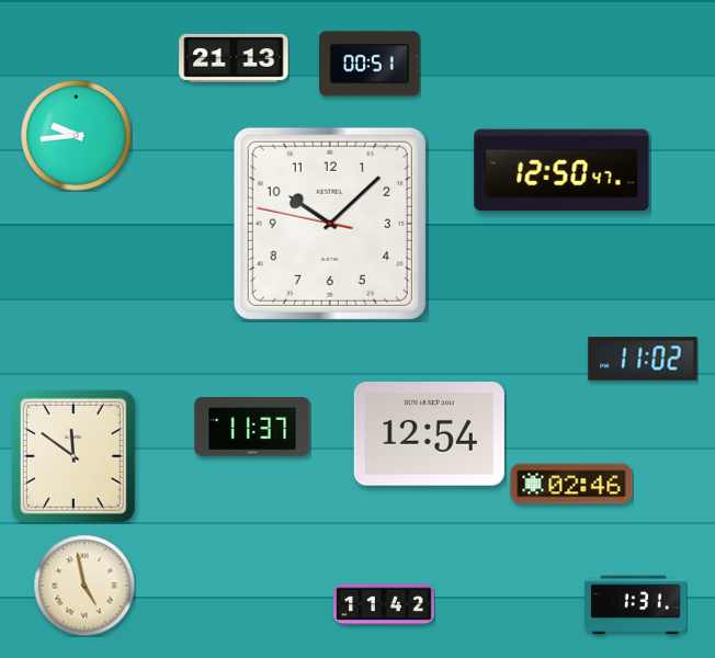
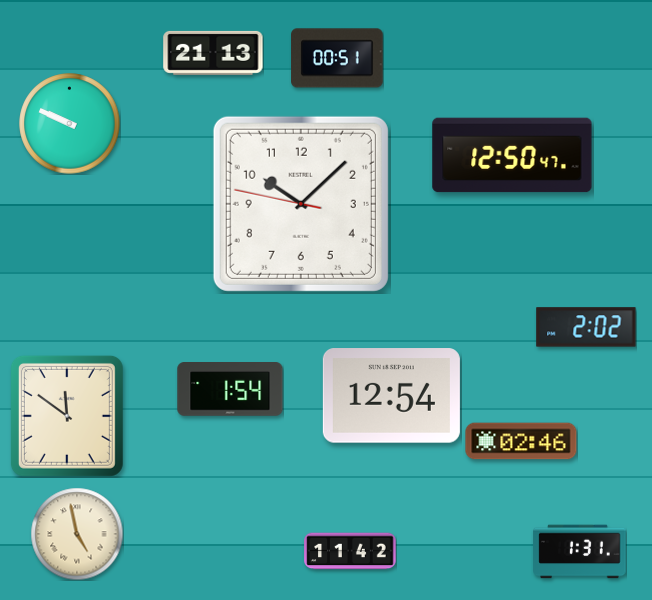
clock at (77, 136): 9:44 -> 9:49
clock at (643, 359): 11:02 -> 2:02
clock at (252, 428): 11:37 -> 1:54
